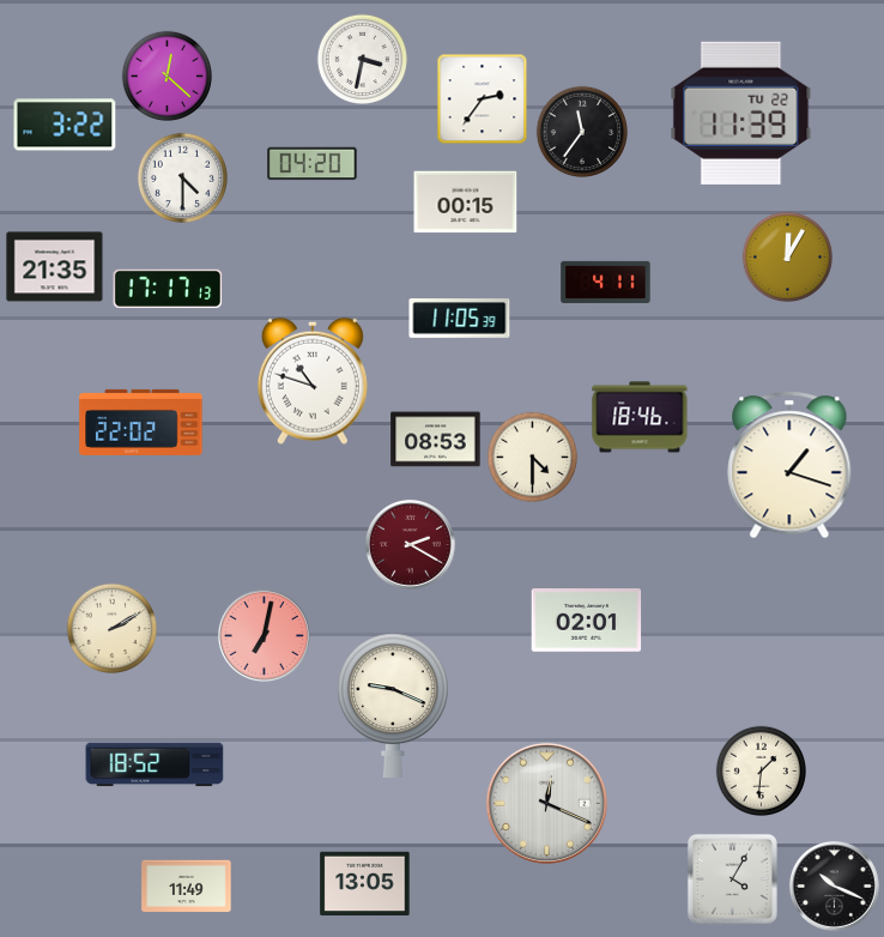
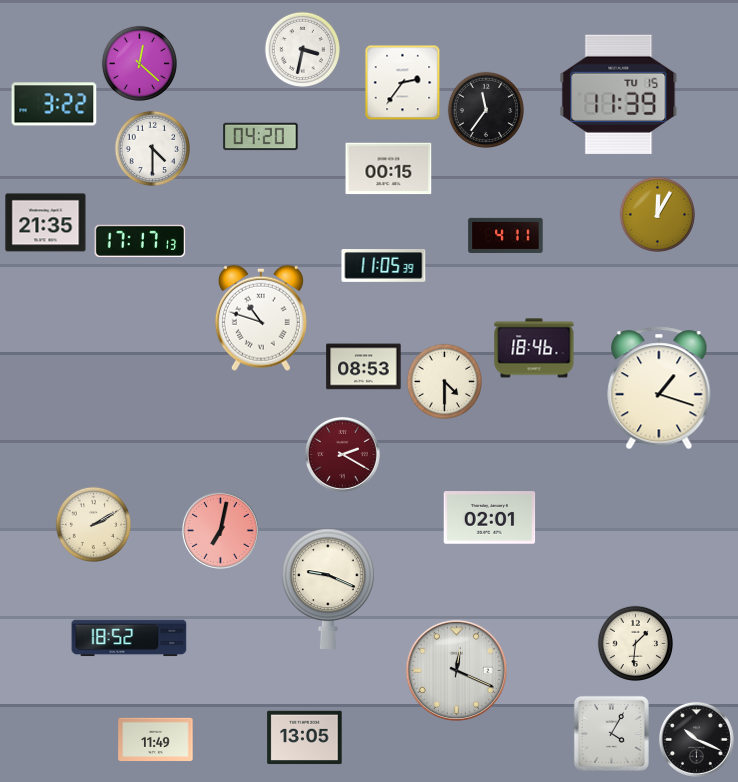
clock at (741, 113) date: TU 22 -> TU 15
clock at (141, 422): 22:02 -> none
